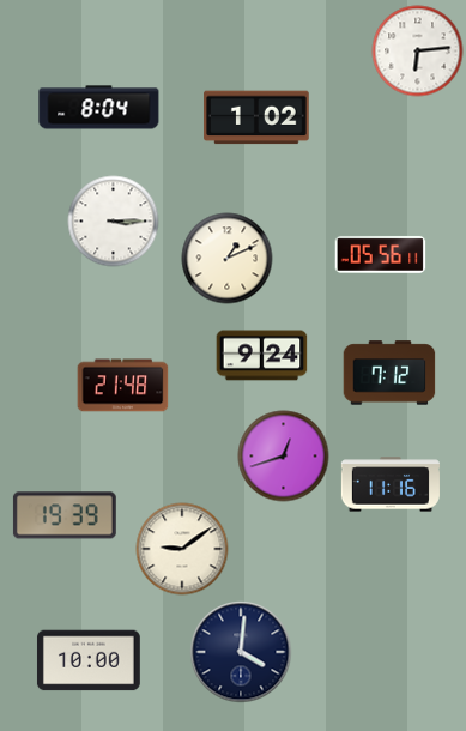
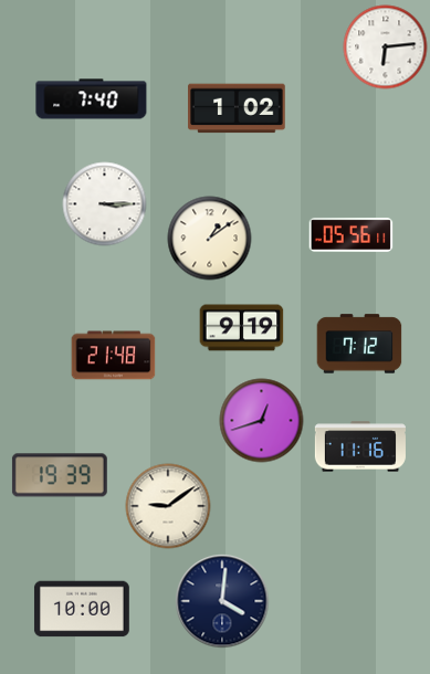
clock at (99, 108): 8:04 -> 7:40
clock at (228, 259): 1:11 -> 1:09
clock at (262, 356): 9:24 -> 9:19
